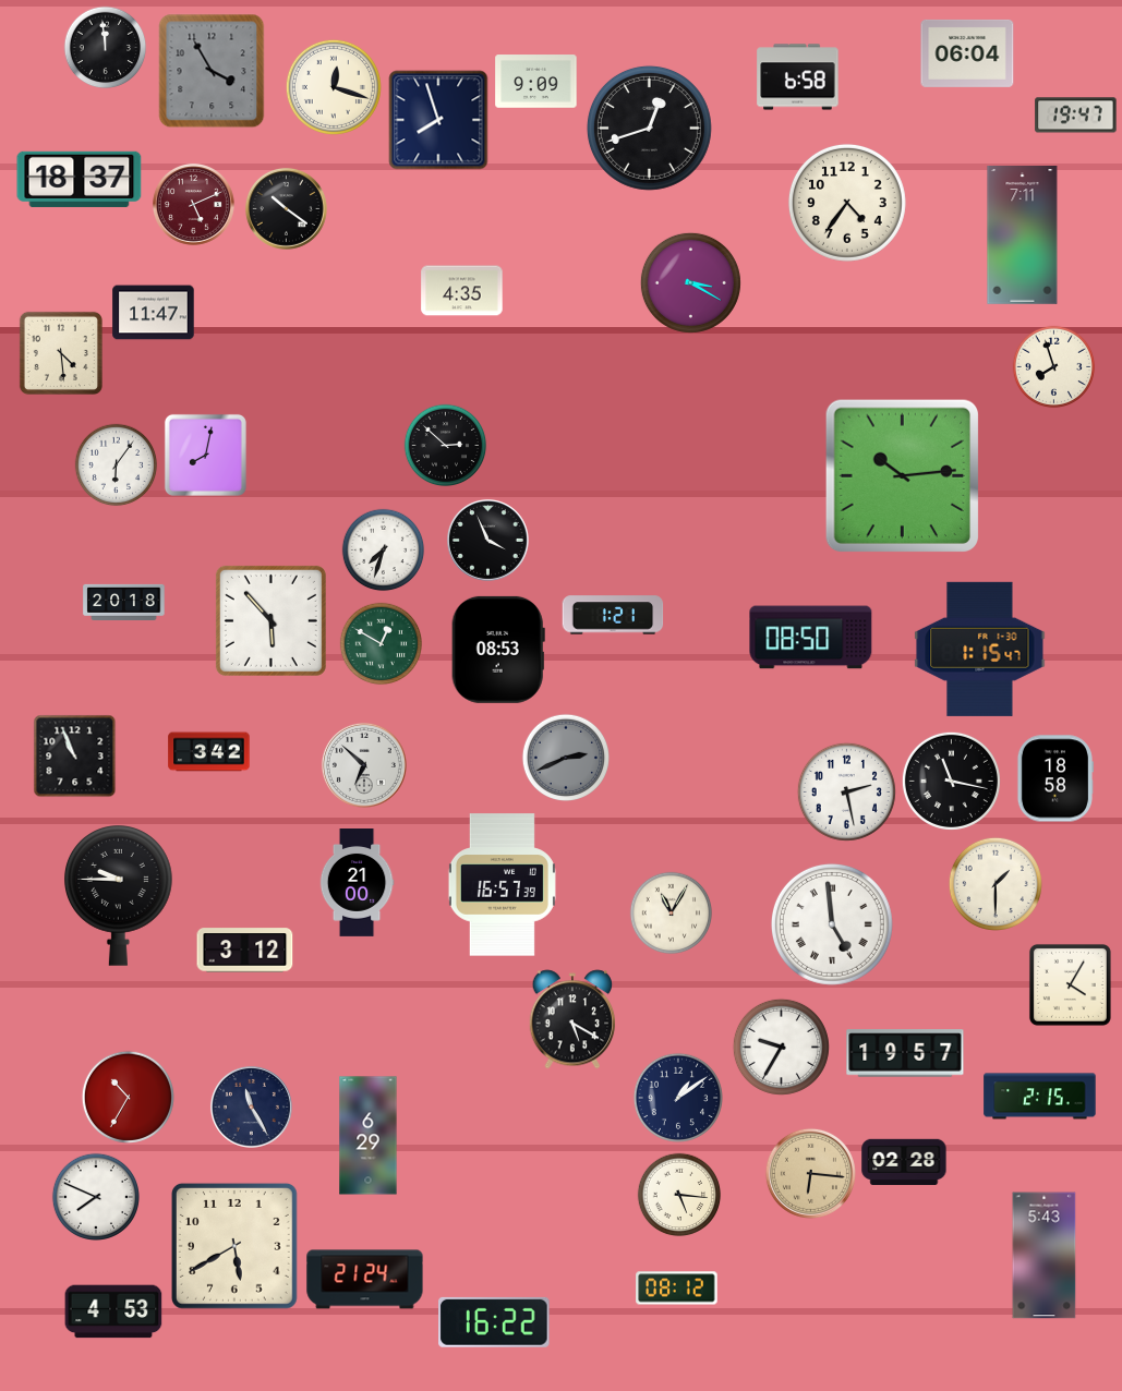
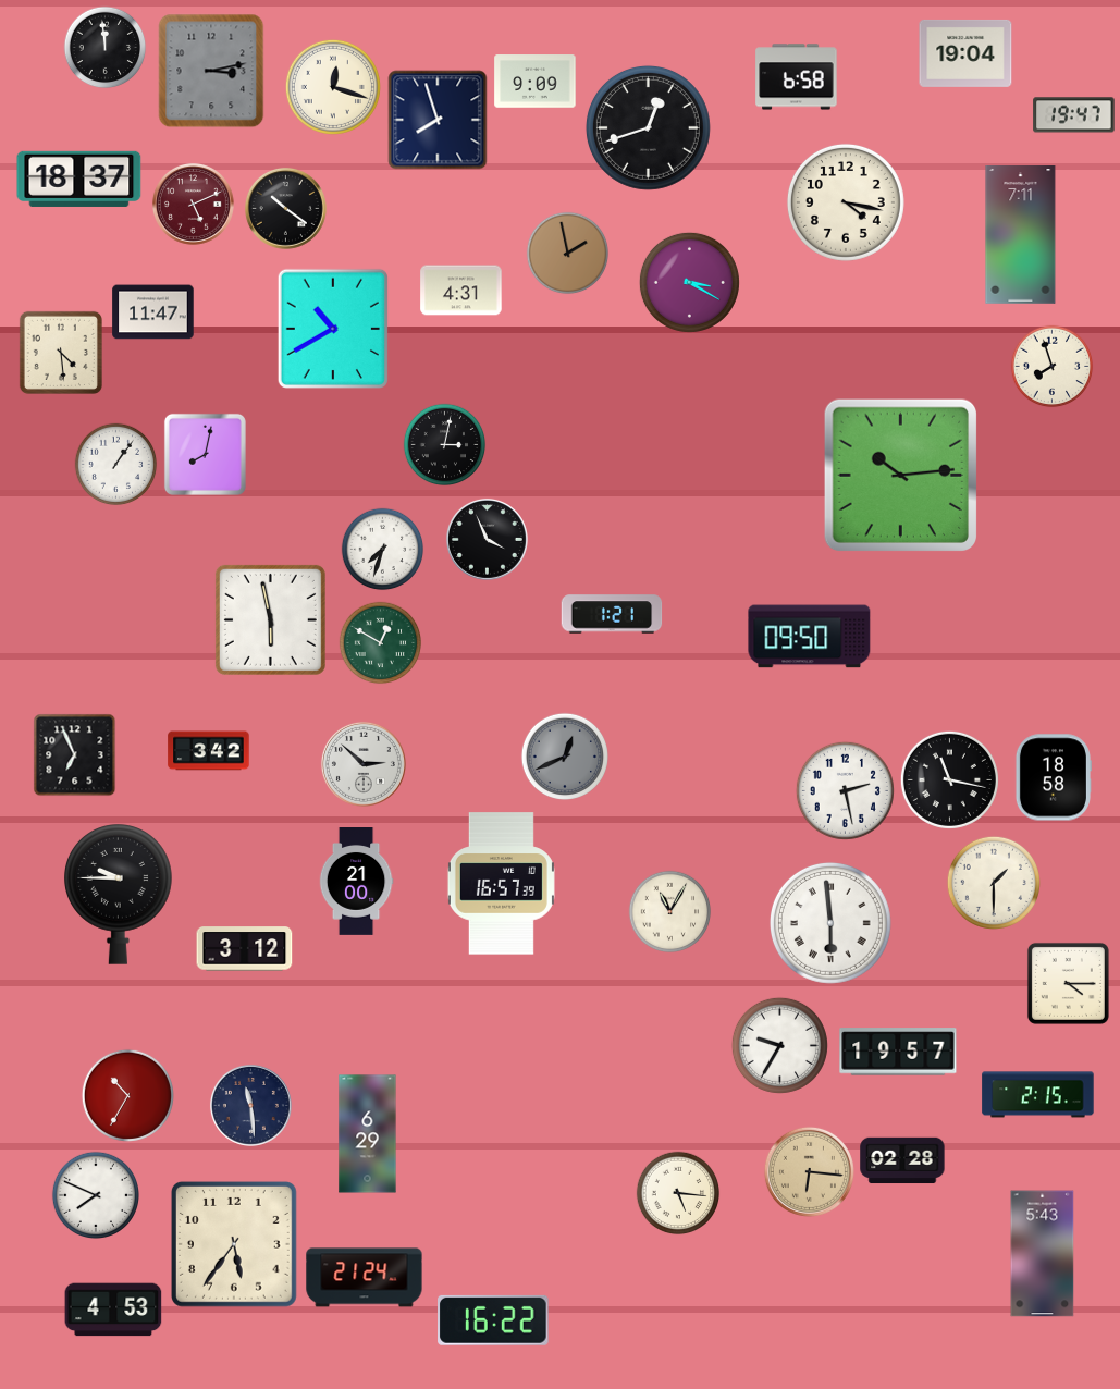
clock at (967, 53): 06:04 -> 19:04
clock at (212, 71): 3:55 -> 3:13
clock at (847, 203): 4:36 -> 4:17
clock at (568, 254): none -> 1:58
clock at (462, 291): 4:35 -> 4:31
clock at (333, 329): none -> 10:40
clock at (446, 446): 2:52 -> 3:02
clock at (117, 465): 6:06 -> 1:06
clock at (124, 602): 20:18 -> none
clock at (270, 620): 5:53 -> 5:58
clock at (811, 638): 08:50 -> 09:50
clock at (980, 649): 1:15 -> none
clock at (498, 650): 08:53 -> none
clock at (75, 757): 10:56 -> 6:56
clock at (565, 757): 2:41 -> 12:41
clock at (364, 765): 6:52 -> 2:52
clock at (832, 924): 4:59 -> 5:59
clock at (1070, 984): 4:05 -> 4:15
clock at (572, 1019): 5:20 -> none
clock at (905, 1053) position: (905, 1053) -> (898, 1052)
clock at (677, 1097): 1:09 -> none
clock at (251, 1106): 11:25 -> 11:29
clock at (234, 1246): 5:40 -> 5:36
clock at (677, 1289): 08:12 -> none
